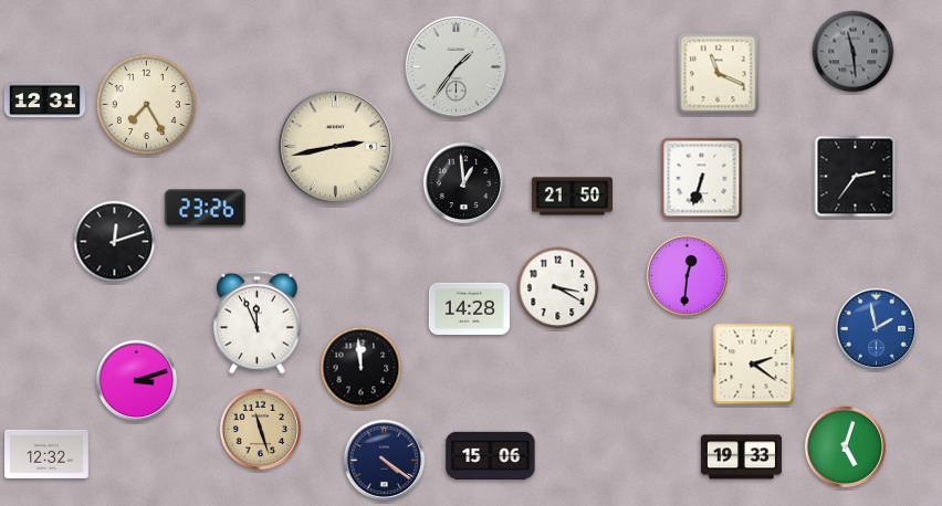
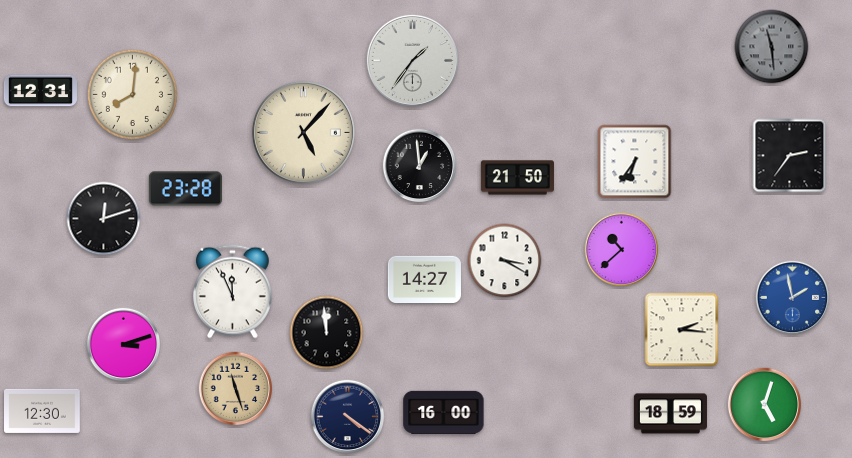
clock at (719, 74): 11:19 -> none
clock at (146, 104): 7:25 -> 8:01
clock at (335, 146): 2:43 -> 5:07
clock at (856, 177) position: (856, 177) -> (790, 156)
clock at (702, 179): 6:33 -> 6:36
clock at (205, 209): 23:26 -> 23:28
clock at (688, 276): 12:31 -> 10:38
clock at (469, 308): 14:28 -> 14:27
clock at (754, 365): 2:21 -> 2:16
clock at (48, 454): 12:32 -> 12:30
clock at (491, 455): 15:06 -> 16:00
clock at (741, 457): 19:33 -> 18:59
